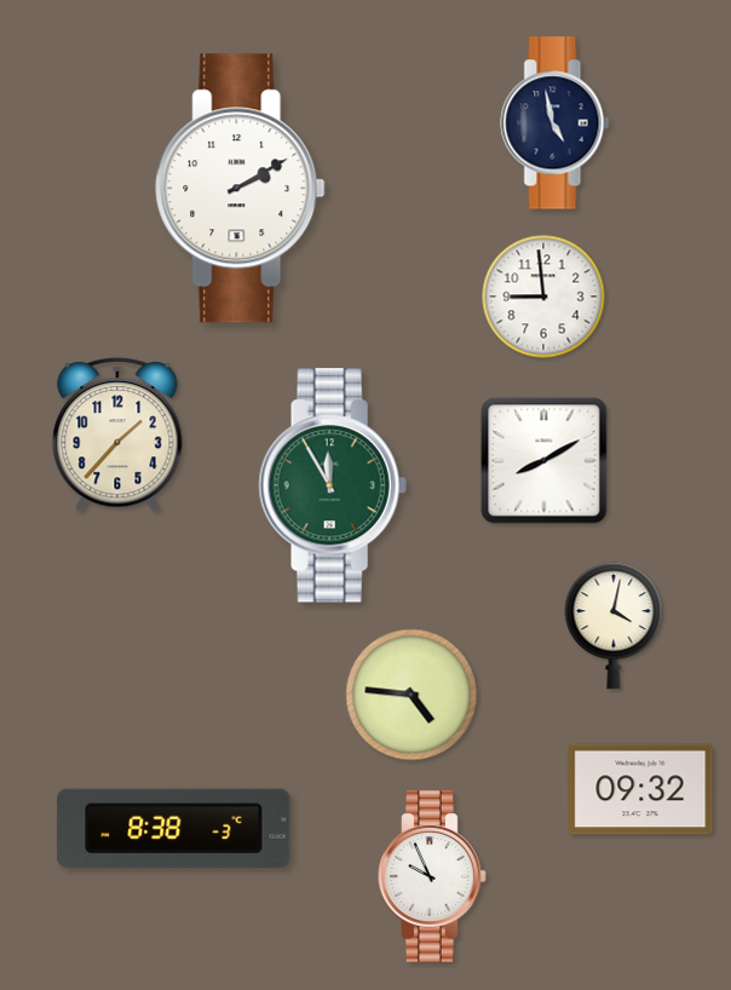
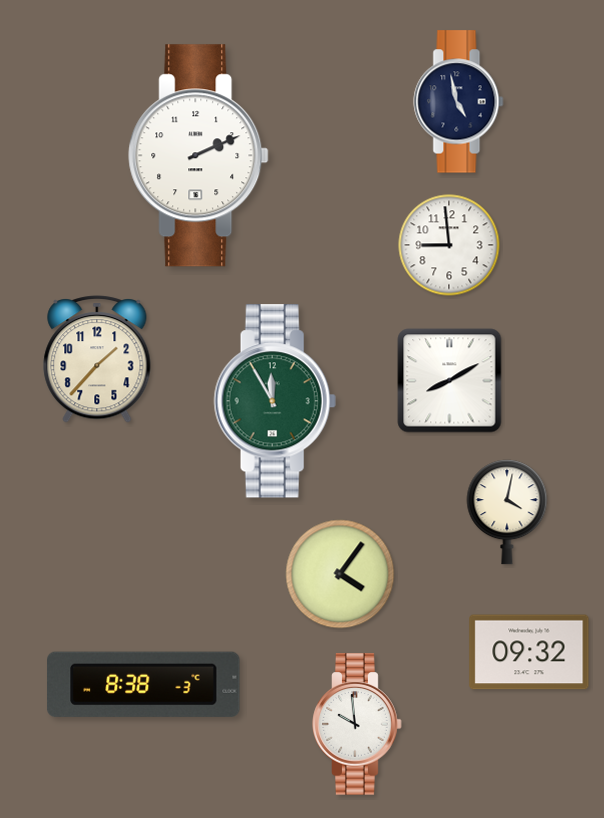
clock at (241, 189): 2:10 -> 2:11
clock at (614, 626) position: (614, 626) -> (507, 512)
clock at (411, 695): 4:46 -> 4:06
clock at (432, 876): 9:56 -> 9:59
